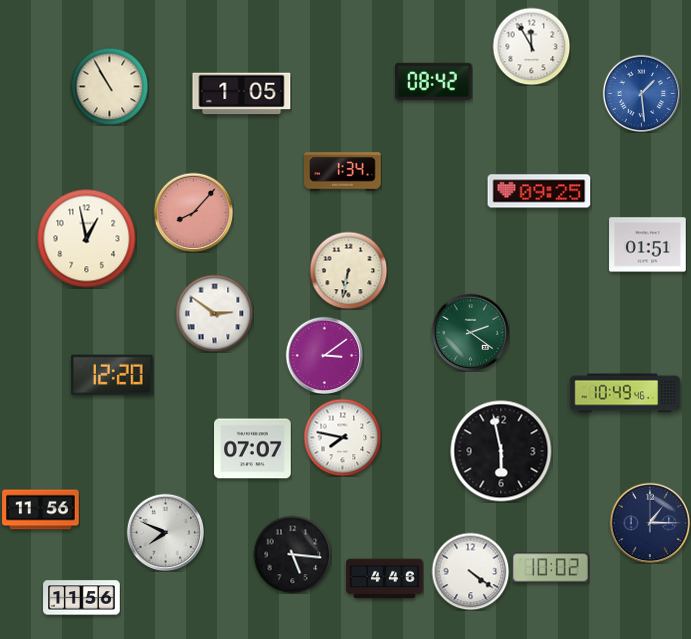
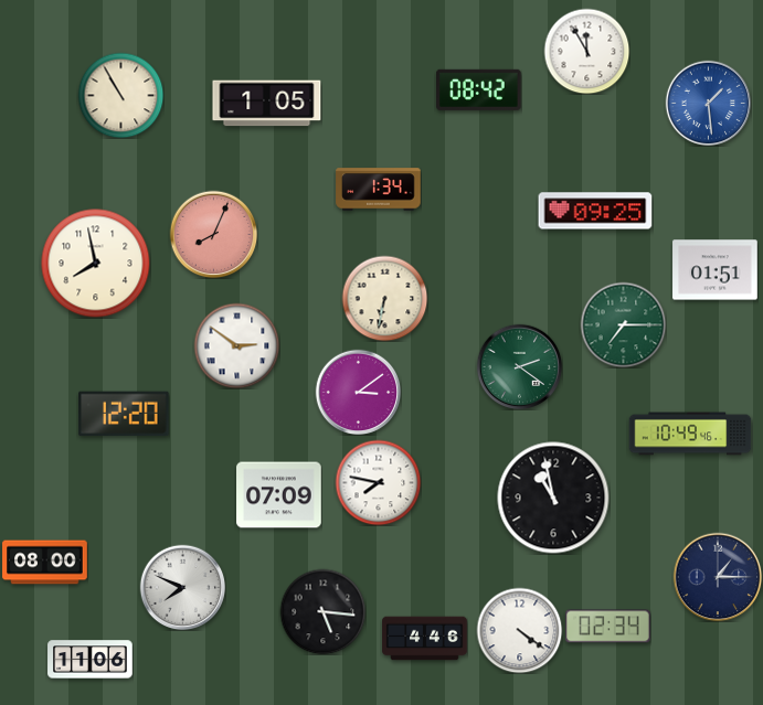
clock at (193, 212): 8:07 -> 8:04
clock at (87, 239): 12:58 -> 7:58
clock at (623, 324): none -> 7:15
clock at (253, 449): 07:07 -> 07:09
clock at (501, 451): 5:58 -> 10:58
clock at (41, 510): 11:56 -> 08:00
clock at (551, 568): 10:02 -> 02:34
clock at (82, 598): 11:56 -> 11:06
